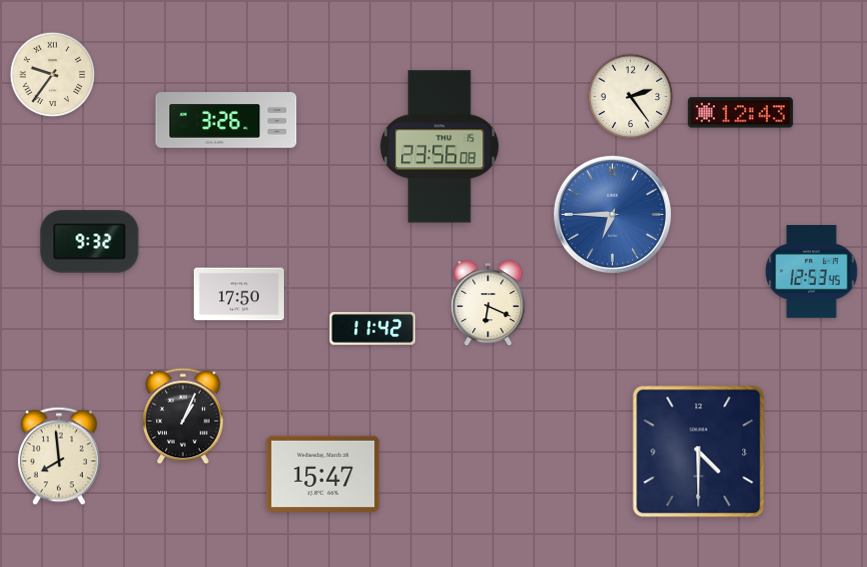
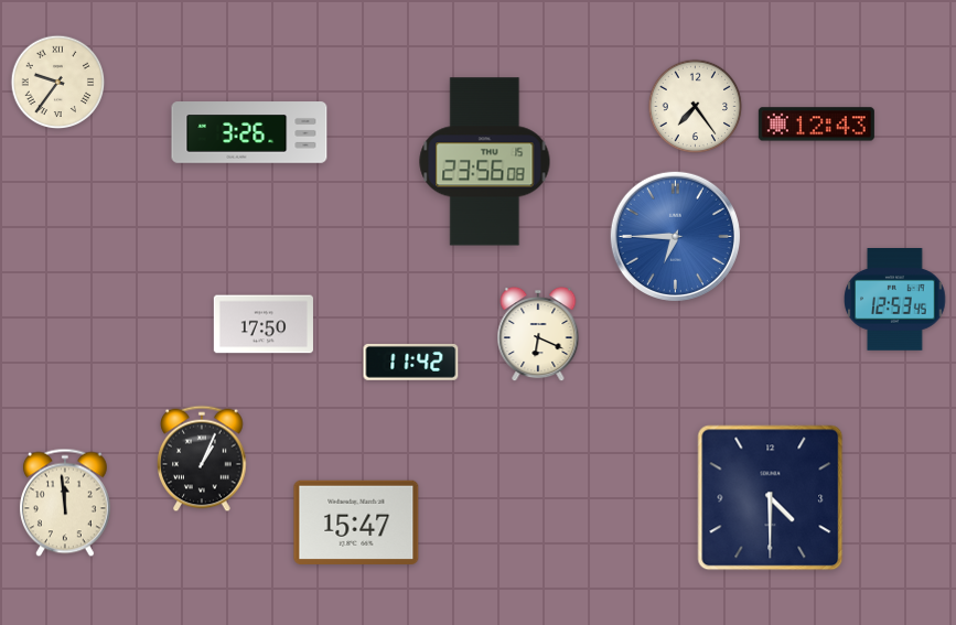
clock at (631, 97): 2:24 -> 7:24
clock at (90, 242): 9:32 -> none
clock at (59, 456): 7:59 -> 11:59
